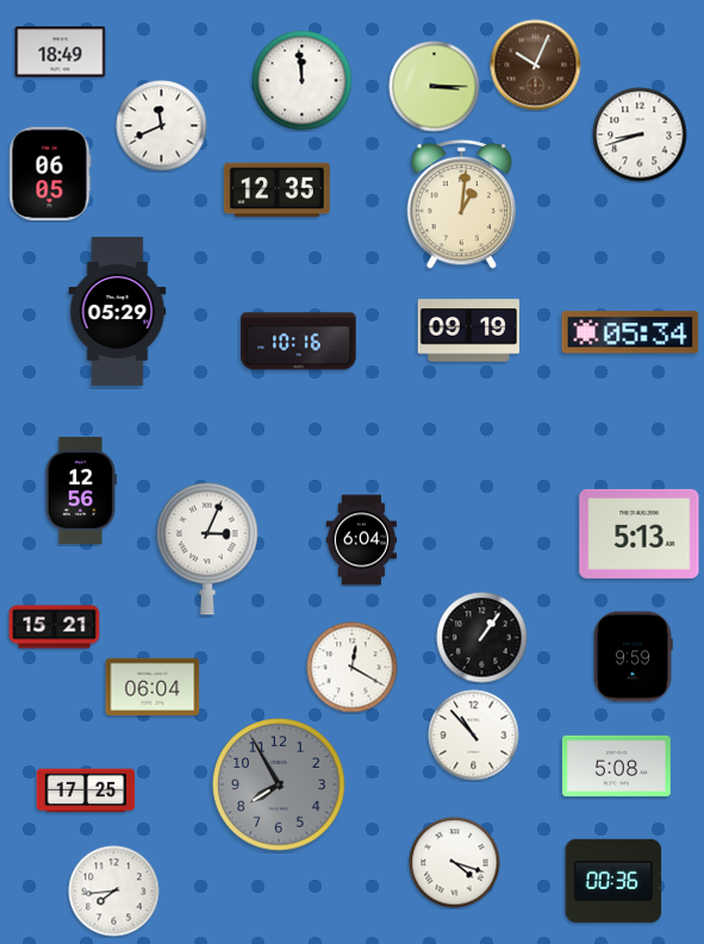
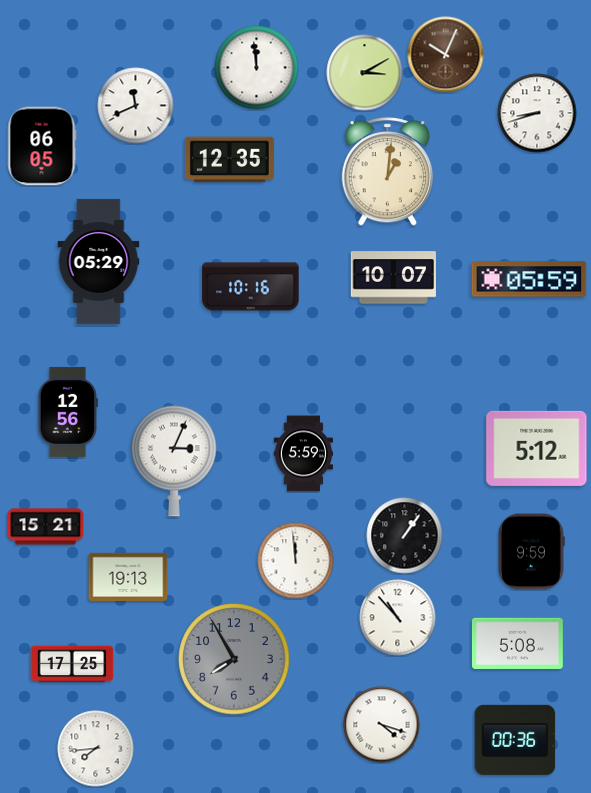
clock at (61, 52): 18:49 -> none
clock at (536, 65) position: (536, 65) -> (446, 55)
clock at (303, 81) position: (303, 81) -> (257, 68)
clock at (435, 87): 3:15 -> 3:10
clock at (276, 190) position: (276, 190) -> (229, 160)
clock at (468, 331): 09:19 -> 10:07
clock at (630, 332): 05:34 -> 05:59
clock at (640, 533): 5:13 -> 5:12
clock at (361, 540): 6:04 -> 5:59
clock at (353, 668): 12:20 -> 11:59
clock at (152, 686): 06:04 -> 19:13
